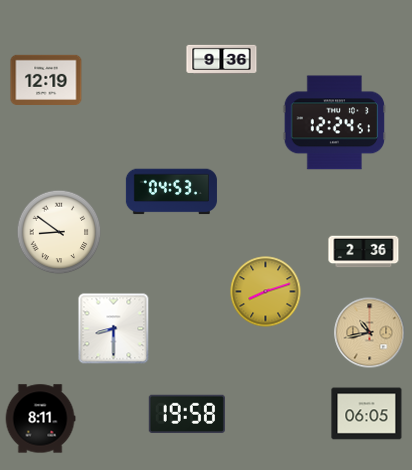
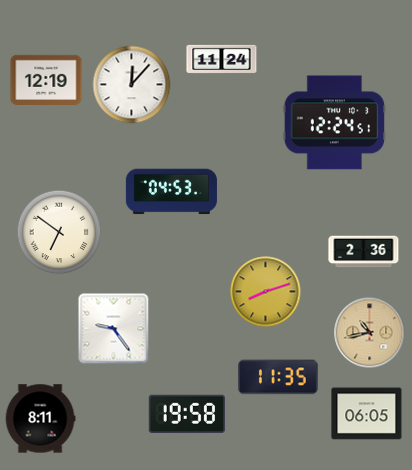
clock at (222, 59): 9:36 -> 11:24
clock at (132, 85): none -> 12:07
clock at (59, 232): 8:51 -> 6:51
clock at (114, 329): 8:30 -> 9:24
clock at (278, 377): none -> 11:35
